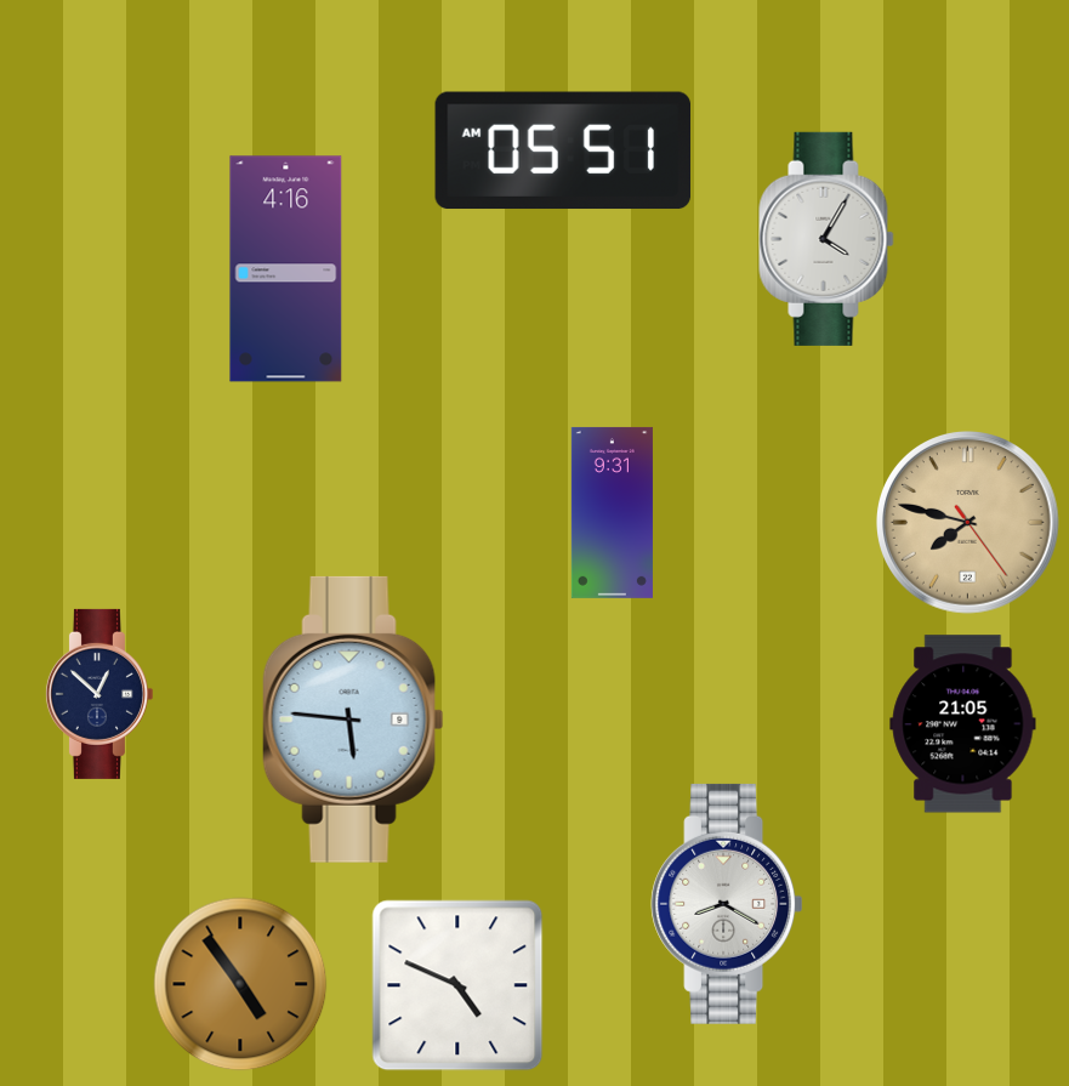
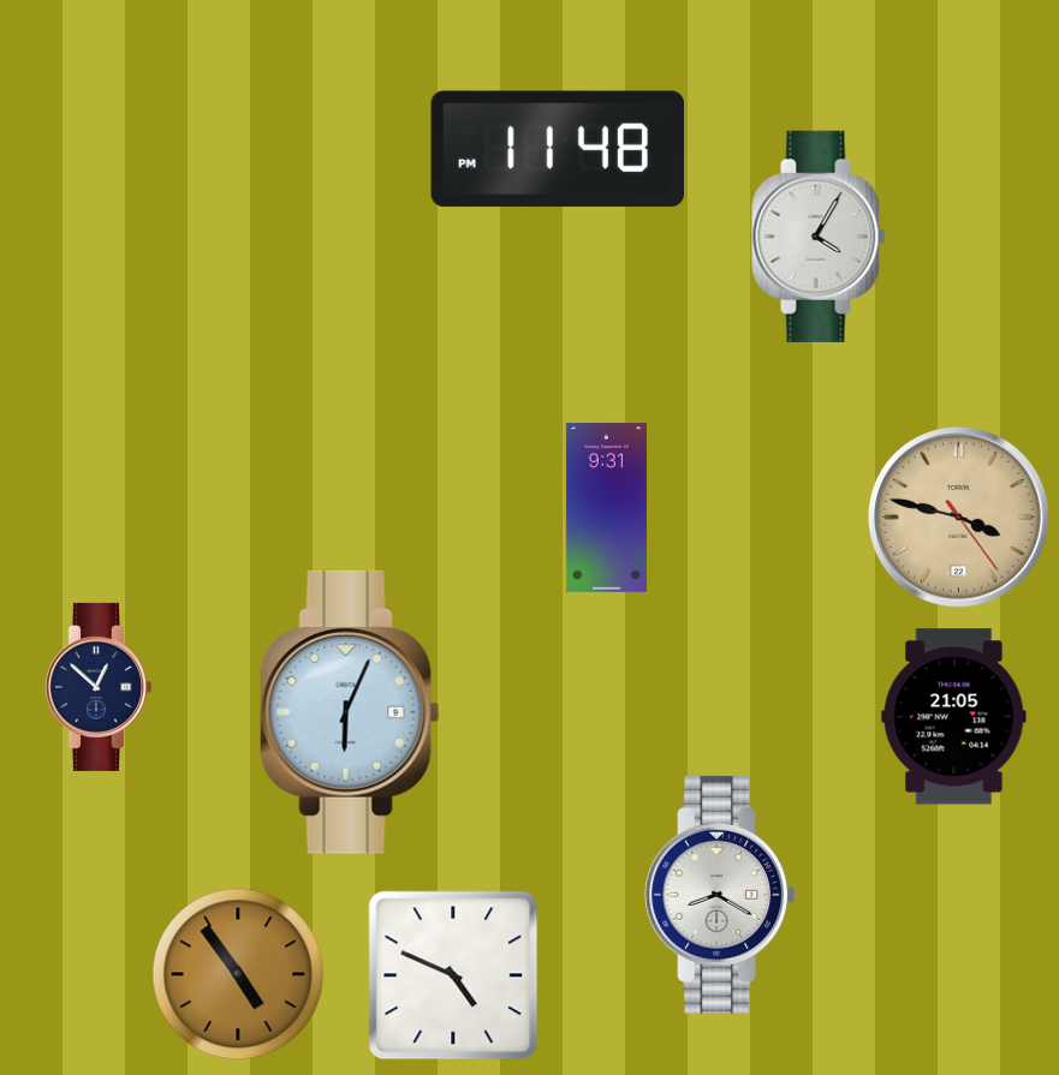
clock at (562, 150): 05:51 -> 11:48
clock at (286, 269): 4:16 -> none
clock at (968, 523): 7:47 -> 3:47
clock at (353, 720): 5:46 -> 6:04
